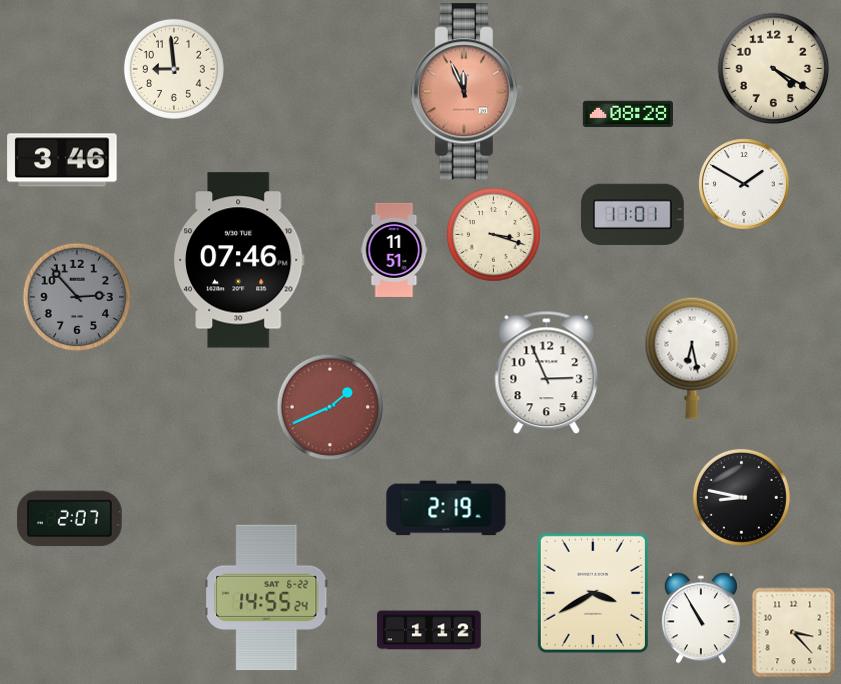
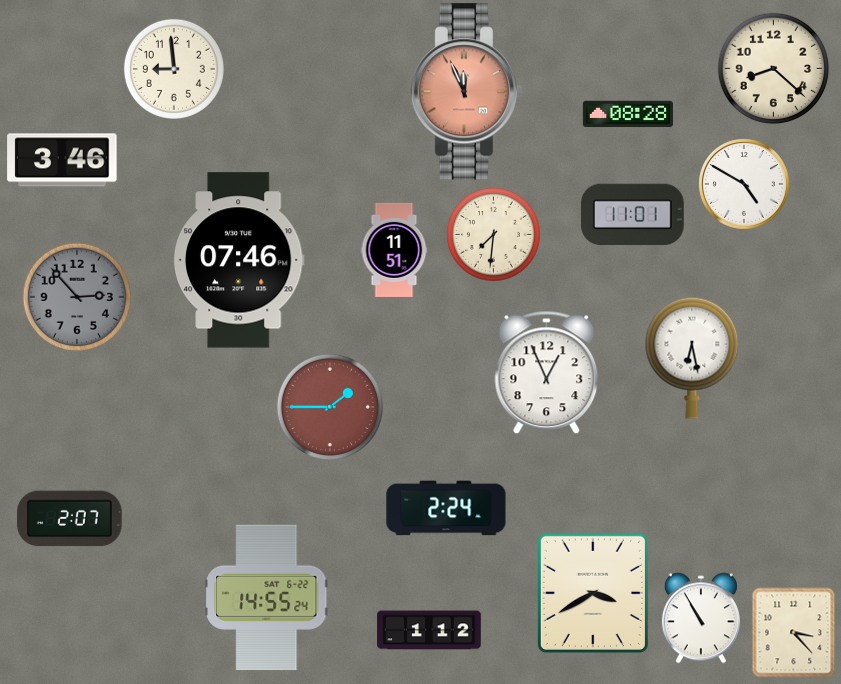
clock at (773, 68): 4:20 -> 8:22
clock at (744, 184): 1:50 -> 4:50
clock at (494, 235): 3:18 -> 7:31
clock at (547, 372): 2:56 -> 12:56
clock at (329, 406): 1:41 -> 1:45
clock at (741, 497): 8:47 -> none
clock at (446, 508): 2:19 -> 2:24
